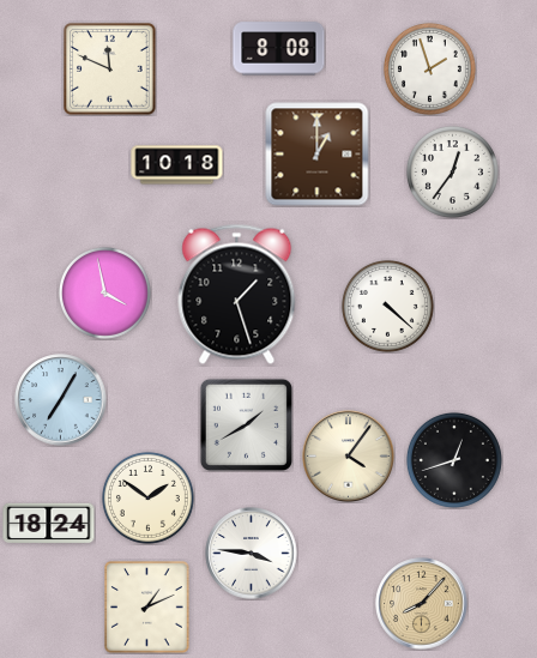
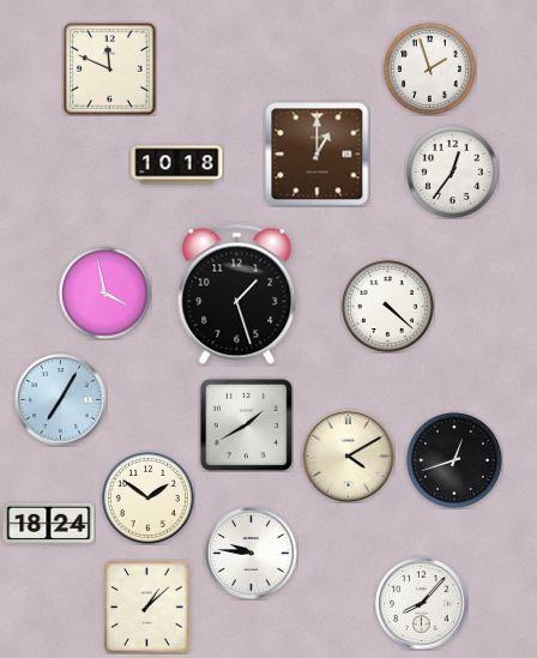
clock at (279, 49): 8:08 -> none
clock at (349, 457): 4:06 -> 4:10
clock at (252, 554): 3:46 -> 9:46
clock at (422, 604) dial: champagne -> white
clock at (147, 608): 1:11 -> 1:08
